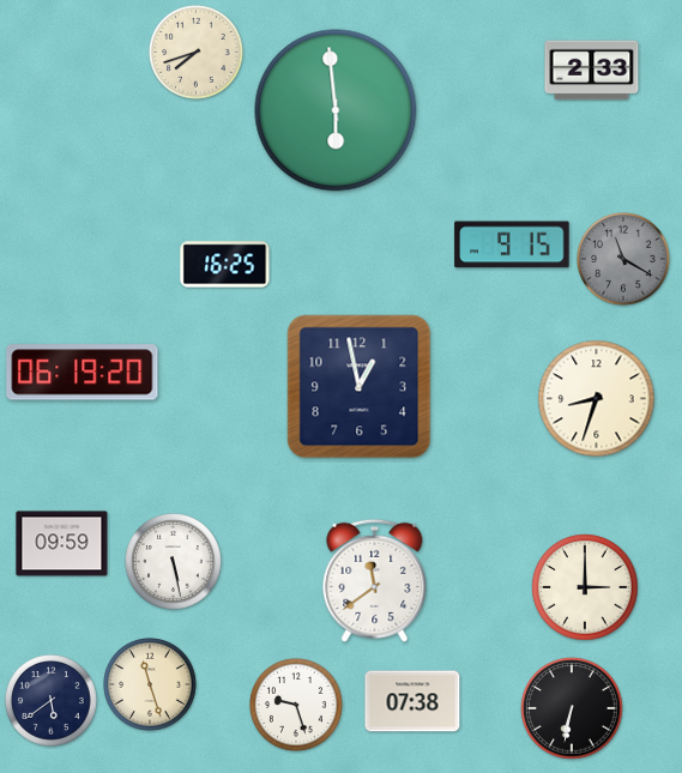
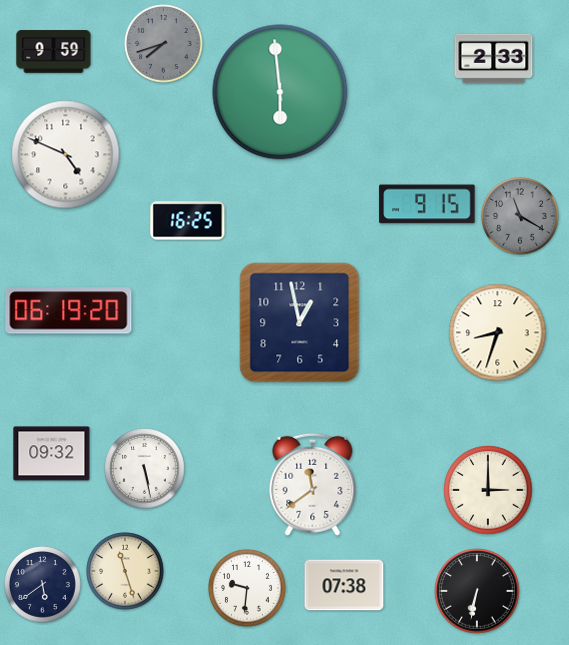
clock at (197, 53) dial: cream -> grey
clock at (54, 52): none -> 9:59
clock at (66, 155): none -> 4:49
clock at (62, 544): 09:59 -> 09:32
clock at (296, 705): 9:27 -> 9:31
